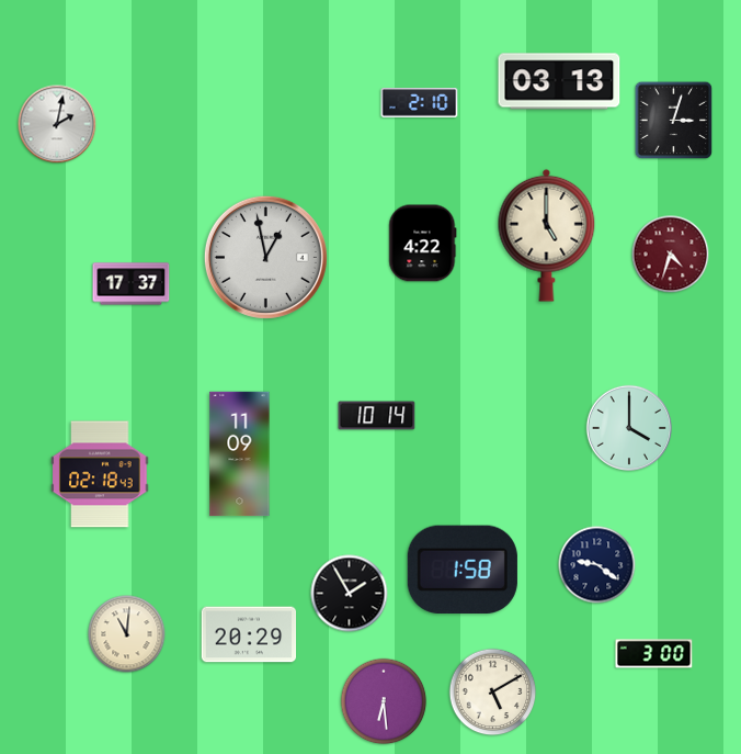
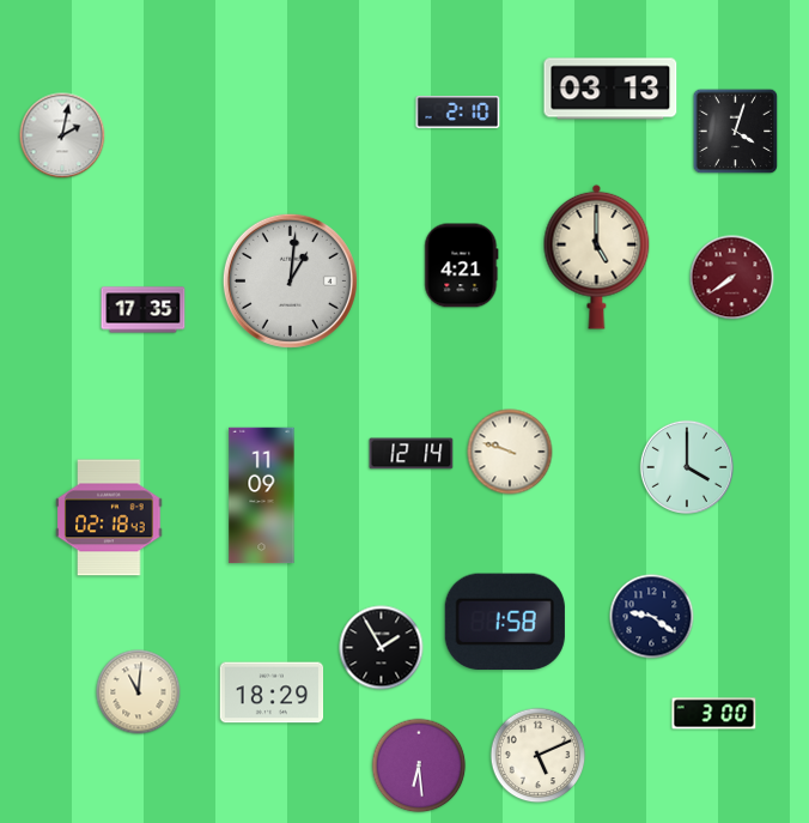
clock at (674, 121): 3:03 -> 4:03
clock at (423, 244): 4:22 -> 4:21
clock at (671, 255): 4:33 -> 7:39
clock at (265, 257): 12:58 -> 1:01
clock at (132, 284): 17:37 -> 17:35
clock at (510, 452): none -> 9:48
clock at (377, 416): 10:14 -> 12:14
clock at (249, 634): 20:29 -> 18:29
clock at (493, 693): 5:10 -> 5:11
